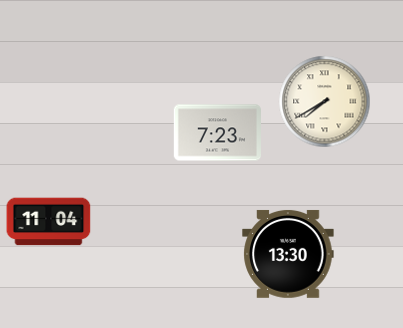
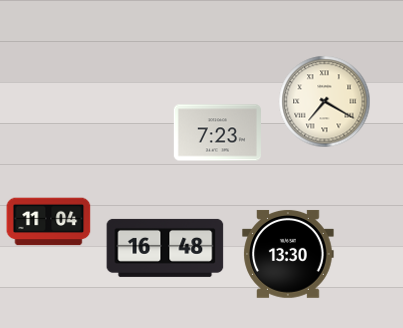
clock at (325, 102): 7:40 -> 7:20
clock at (165, 248): none -> 16:48
